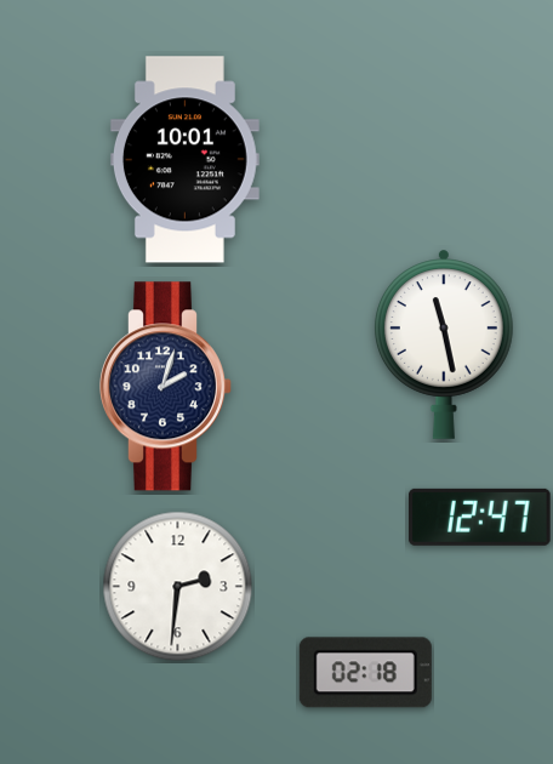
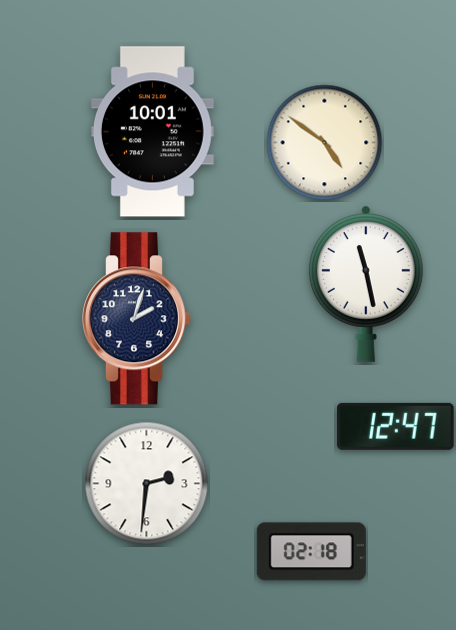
clock at (325, 143): none -> 4:51
clock at (365, 673) position: (365, 673) -> (311, 552)
